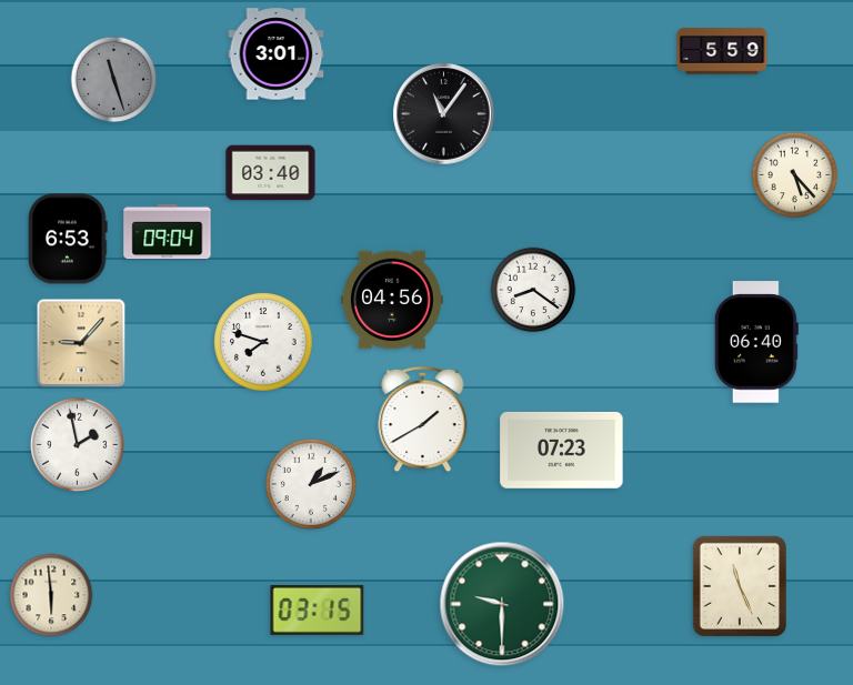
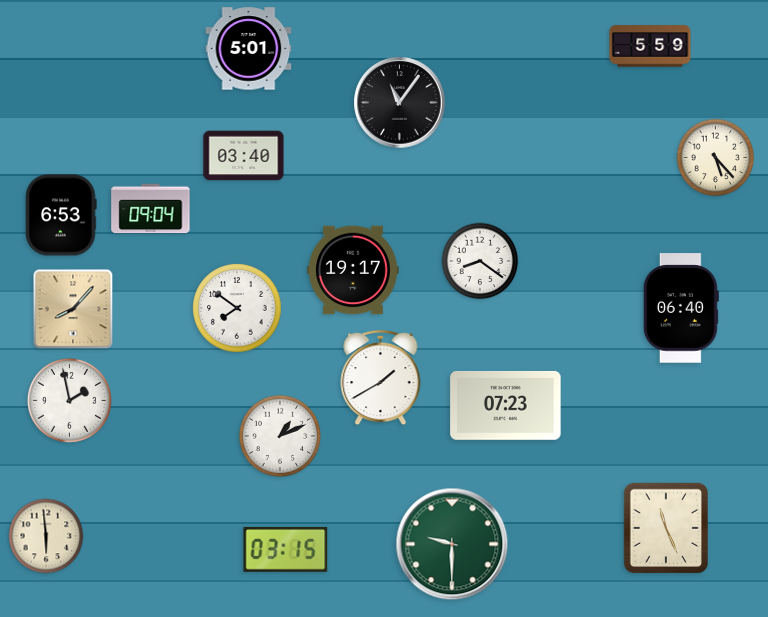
clock at (277, 54): 3:01 -> 5:01
clock at (114, 80): 11:27 -> none
clock at (393, 300): 04:56 -> 19:17
clock at (263, 342): 7:48 -> 7:51
clock at (81, 343): 9:07 -> 8:07
